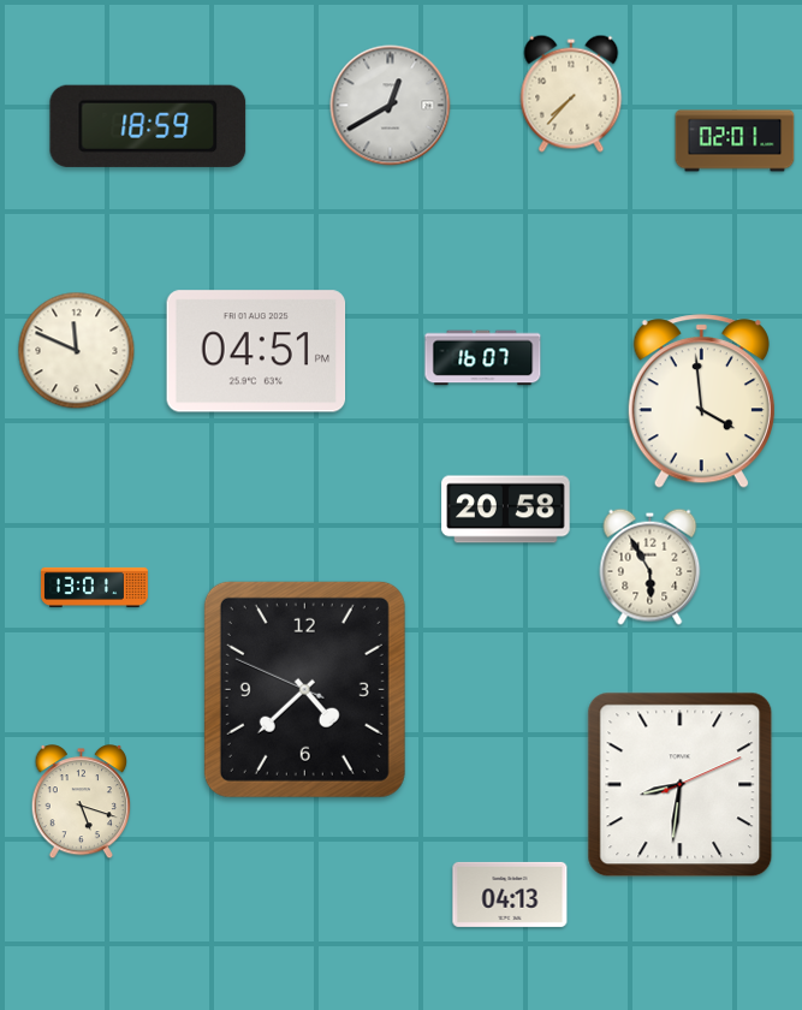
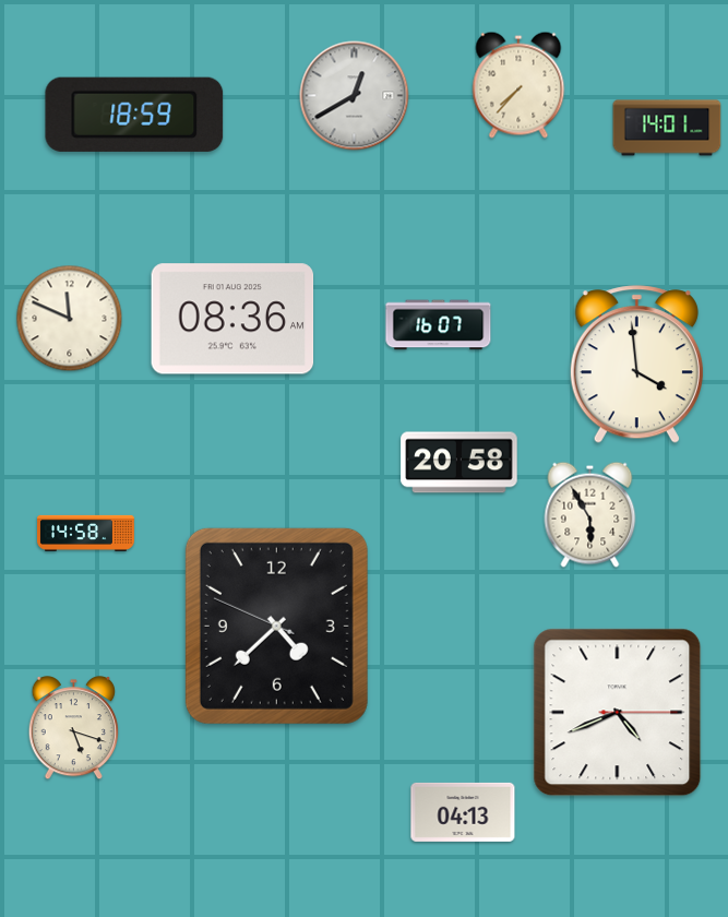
clock at (735, 141): 02:01 -> 14:01
clock at (256, 351): 04:51 -> 08:36
clock at (95, 587): 13:01 -> 14:58
clock at (681, 785): 8:31 -> 4:41
